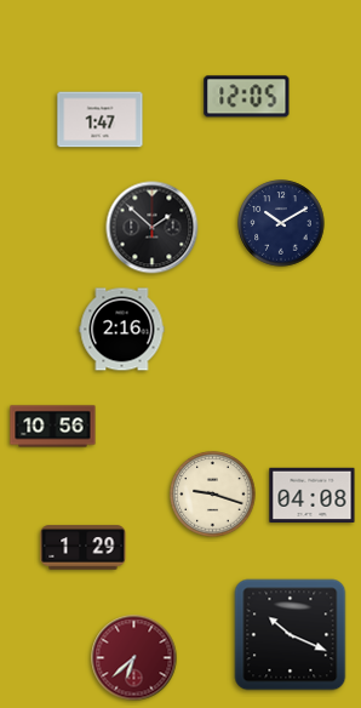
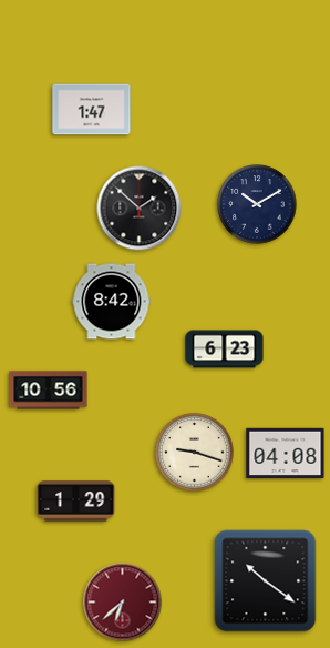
clock at (247, 97): 12:05 -> none
clock at (122, 330): 2:16 -> 8:42
clock at (225, 350): none -> 6:23
clock at (291, 635): 10:19 -> 10:21
